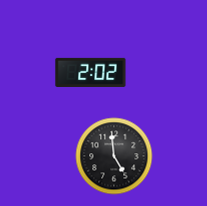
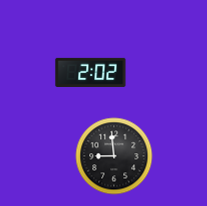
clock at (114, 156): 4:59 -> 8:59
